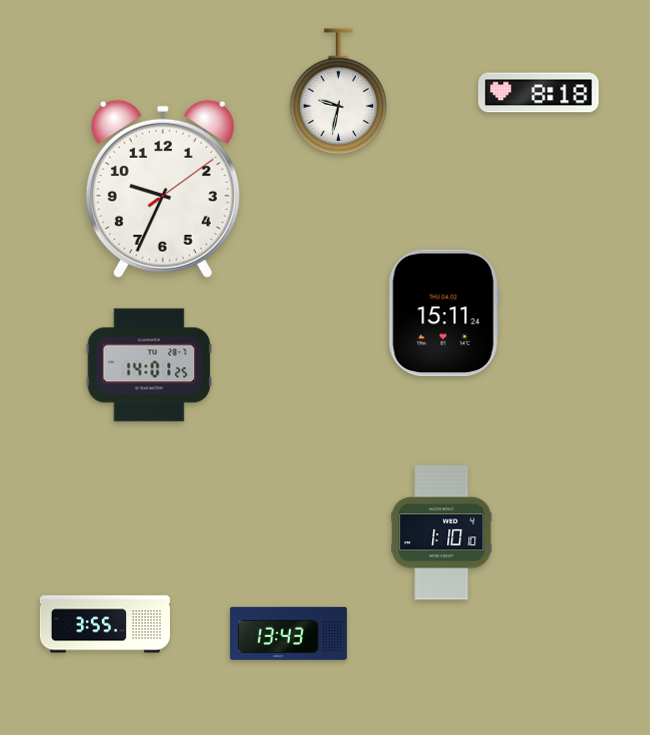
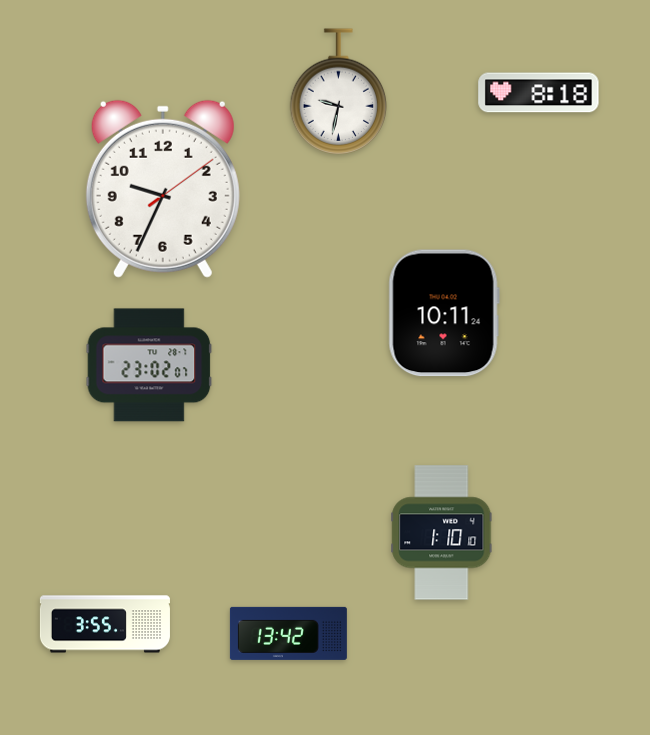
clock at (444, 313): 15:11 -> 10:11
clock at (149, 365): 14:01 -> 23:02
clock at (288, 633): 13:43 -> 13:42
